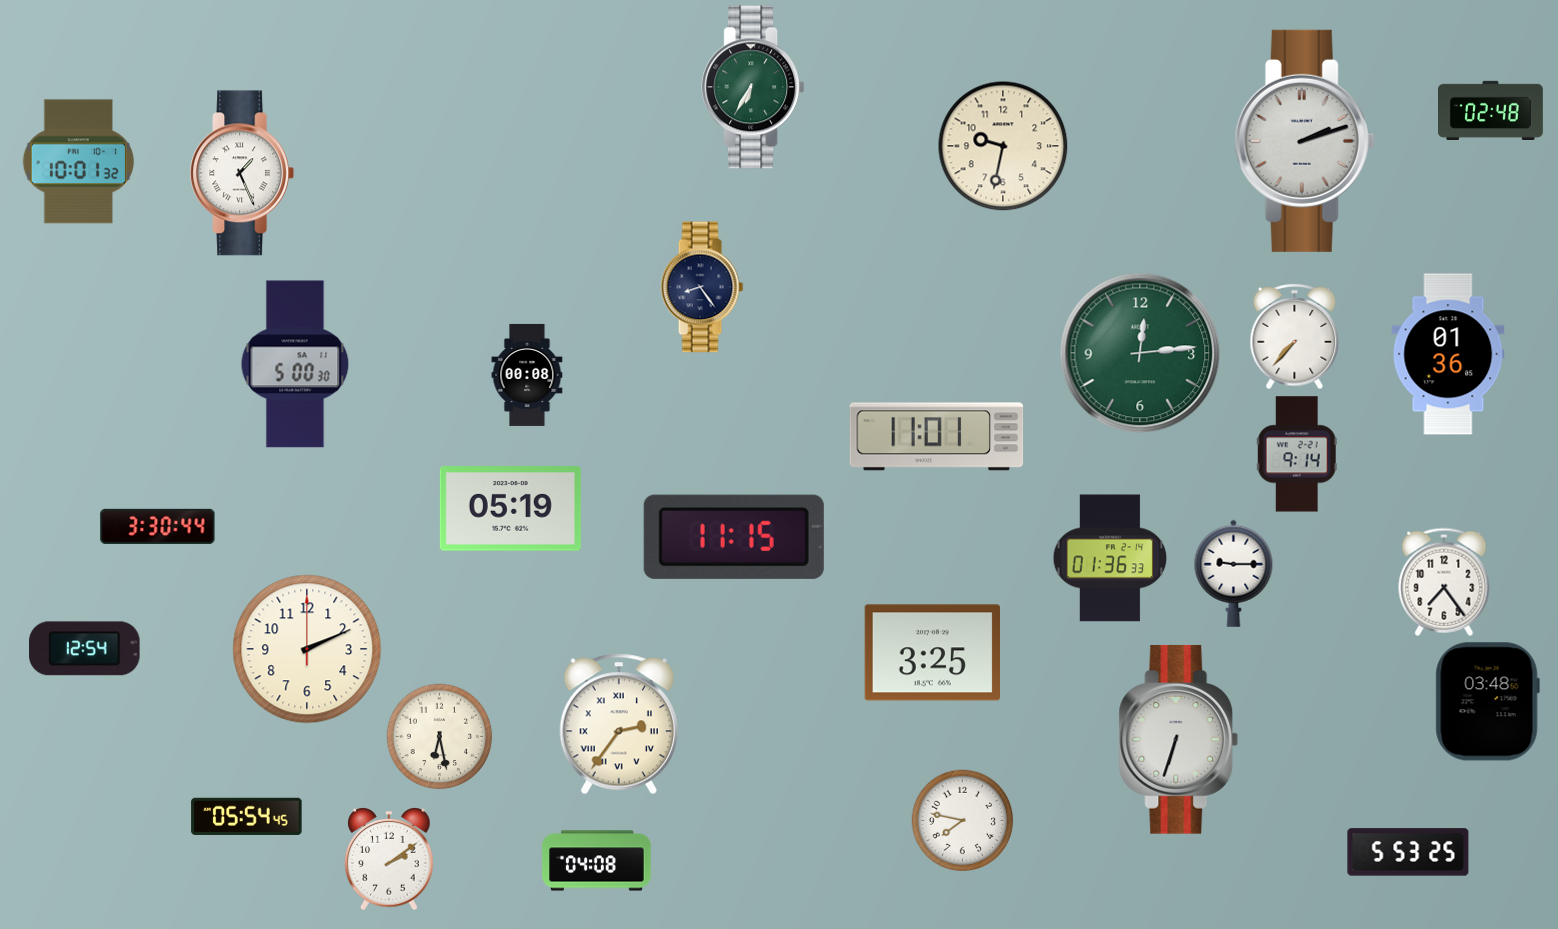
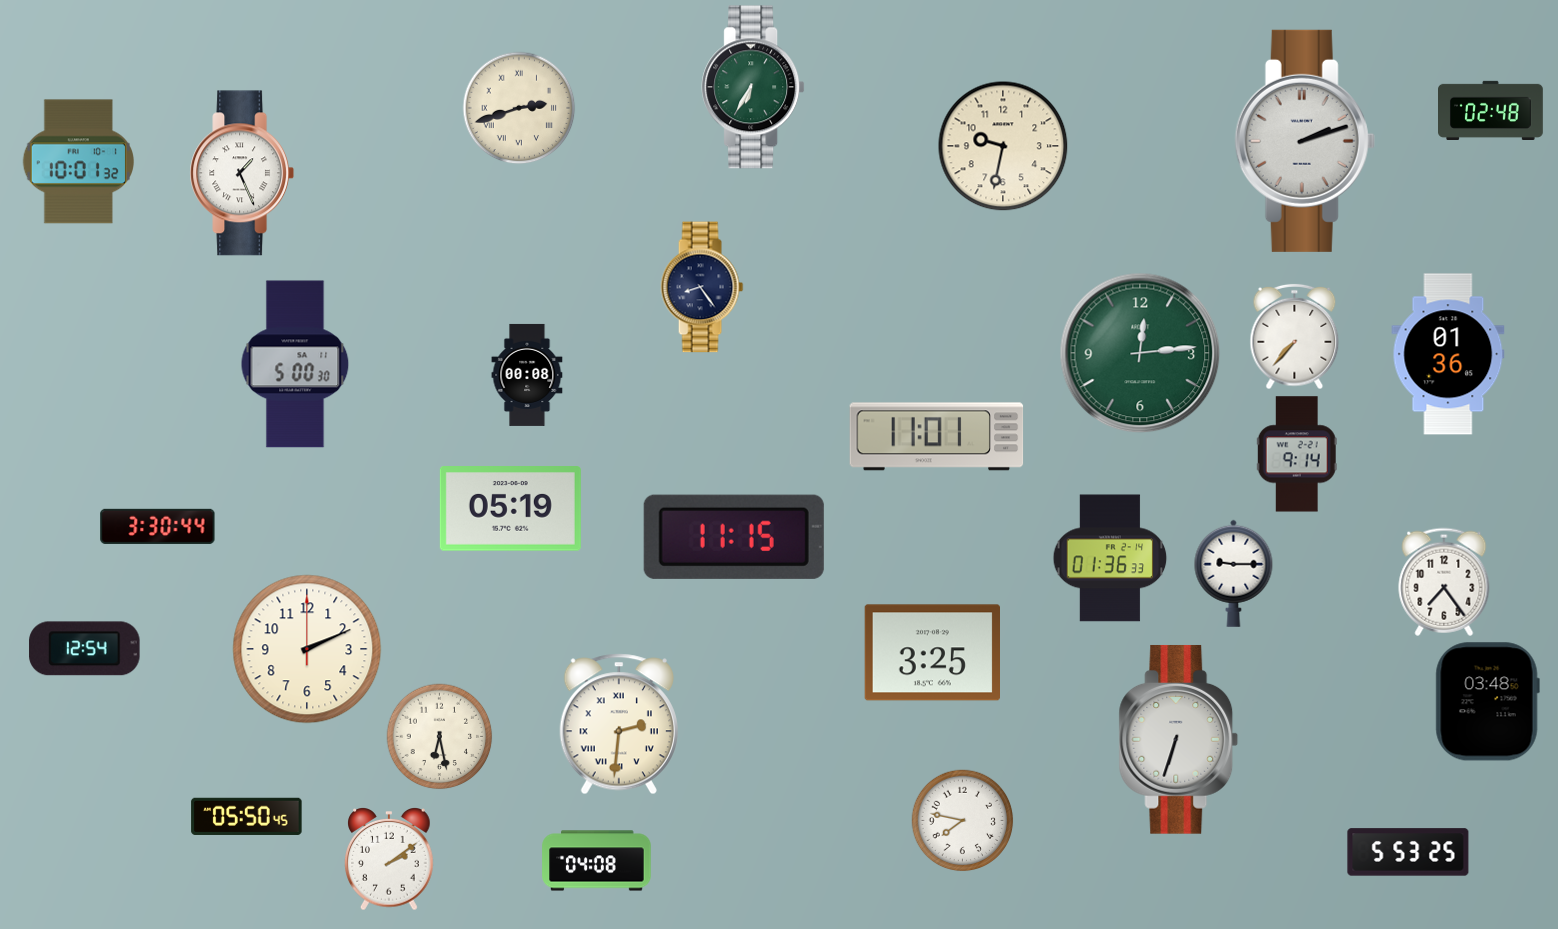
clock at (519, 108): none -> 2:42
clock at (619, 724): 2:36 -> 2:31
clock at (247, 816): 05:54 -> 05:50
